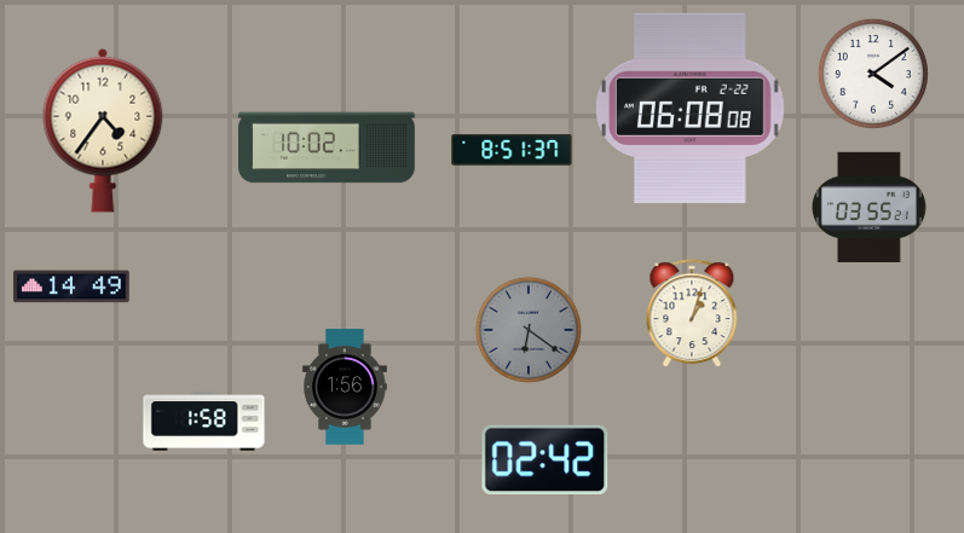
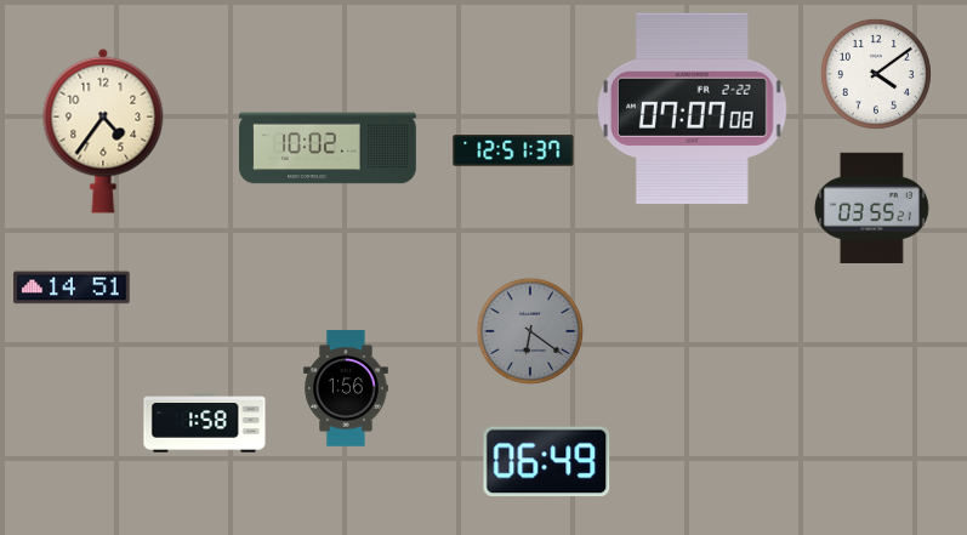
clock at (691, 109): 06:08 -> 07:07
clock at (512, 150): 8:51 -> 12:51
clock at (71, 286): 14:49 -> 14:51
clock at (692, 314): 1:03 -> none
clock at (546, 460): 02:42 -> 06:49
